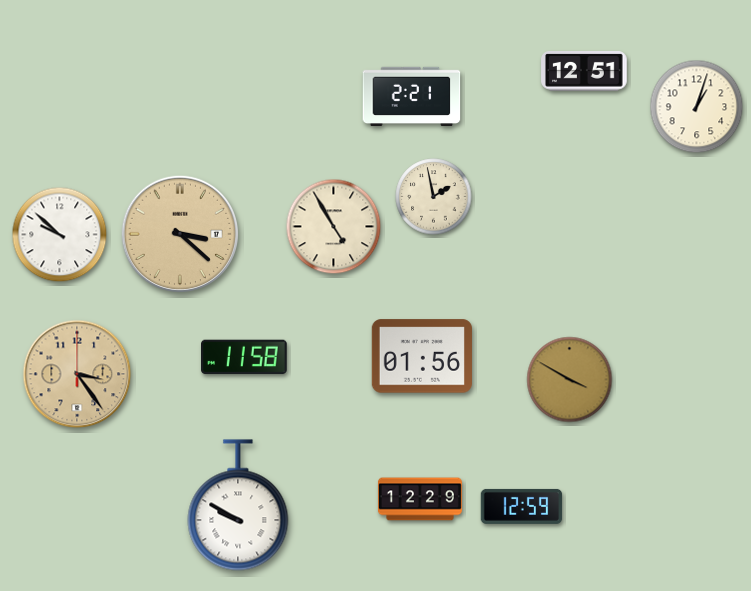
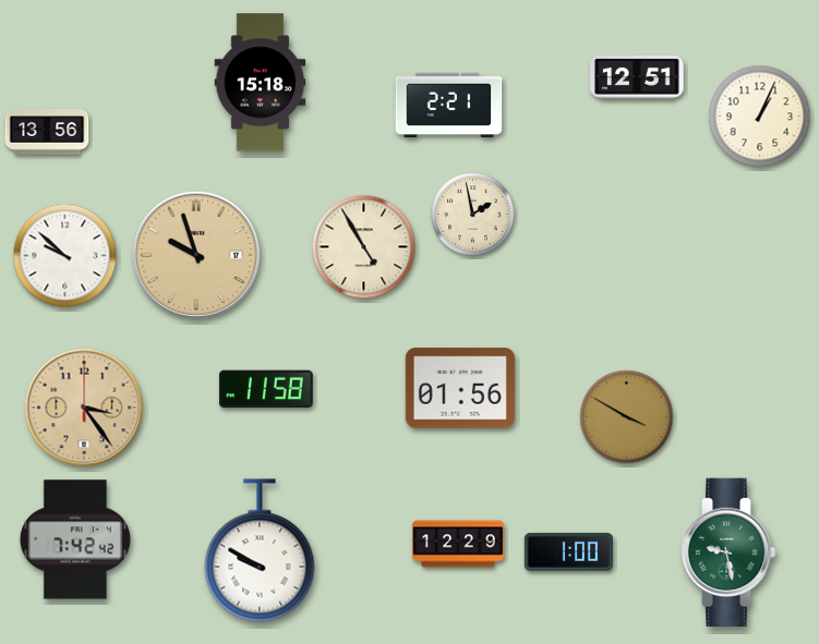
clock at (261, 83): none -> 15:18
clock at (697, 107): 1:03 -> 1:04
clock at (47, 132): none -> 13:56
clock at (180, 234): 3:22 -> 9:57
clock at (570, 380) position: (570, 380) -> (627, 417)
clock at (75, 539): none -> 7:42
clock at (522, 506): 12:59 -> 1:00
clock at (728, 552): none -> 9:28
